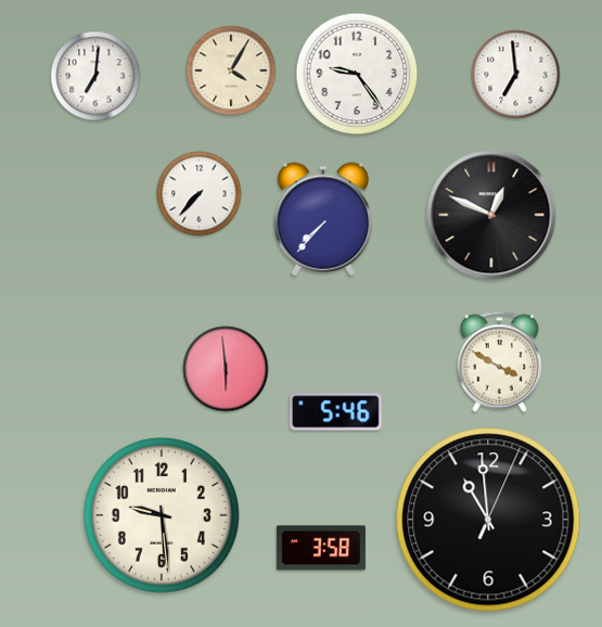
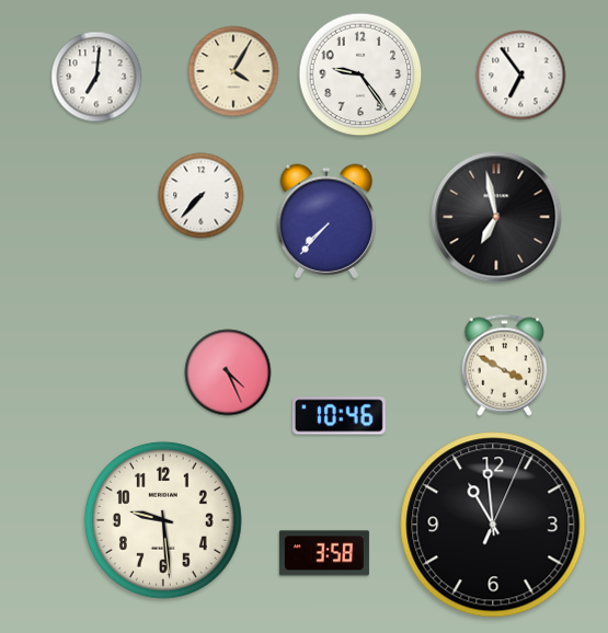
clock at (516, 75): 6:59 -> 6:54
clock at (491, 215): 12:49 -> 6:58
clock at (226, 369): 5:59 -> 4:26
clock at (335, 412): 5:46 -> 10:46
